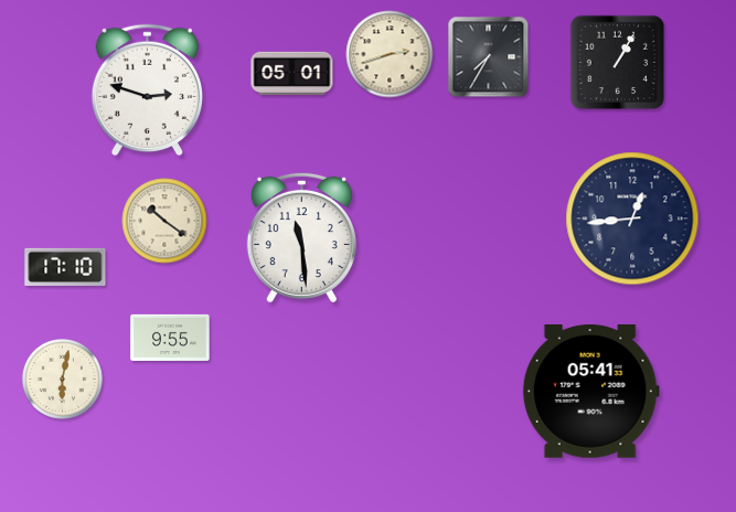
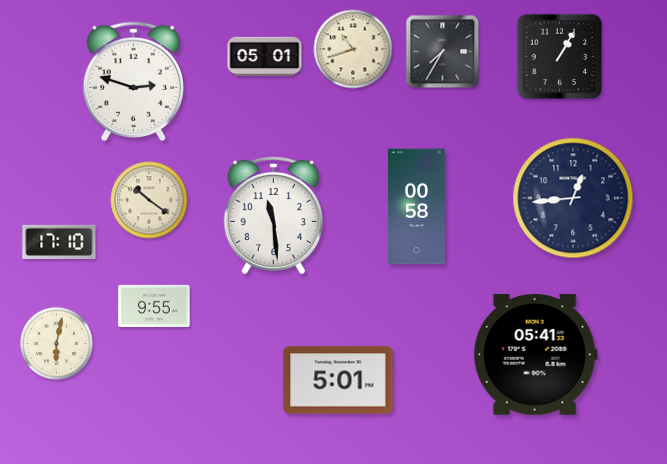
clock at (390, 54): 2:42 -> 10:42
clock at (292, 73) position: (292, 73) -> (265, 56)
clock at (416, 207): none -> 00:58
clock at (338, 380): none -> 5:01
